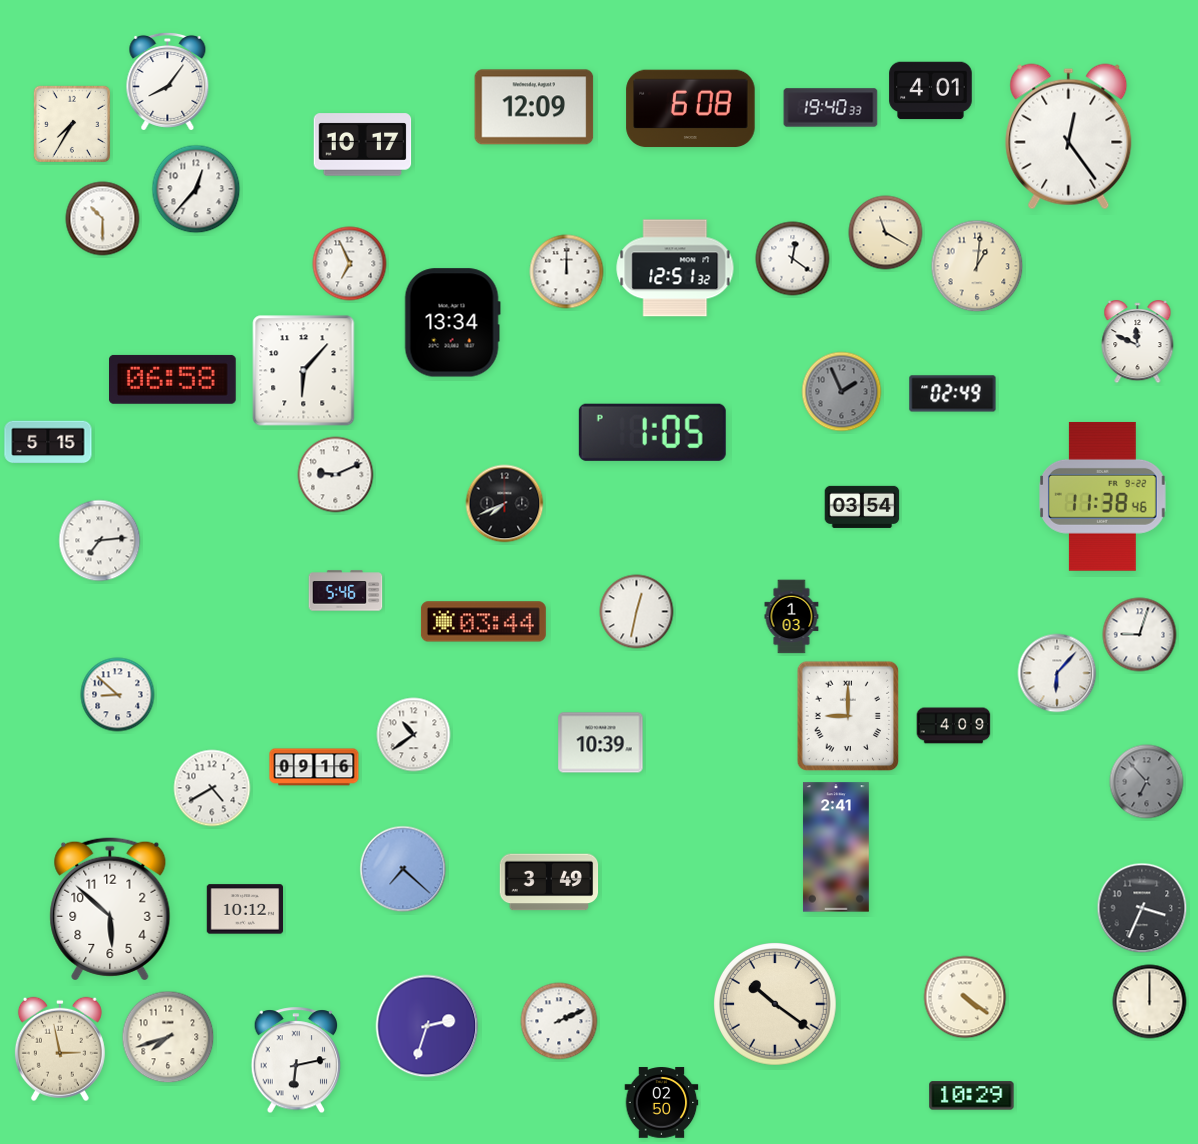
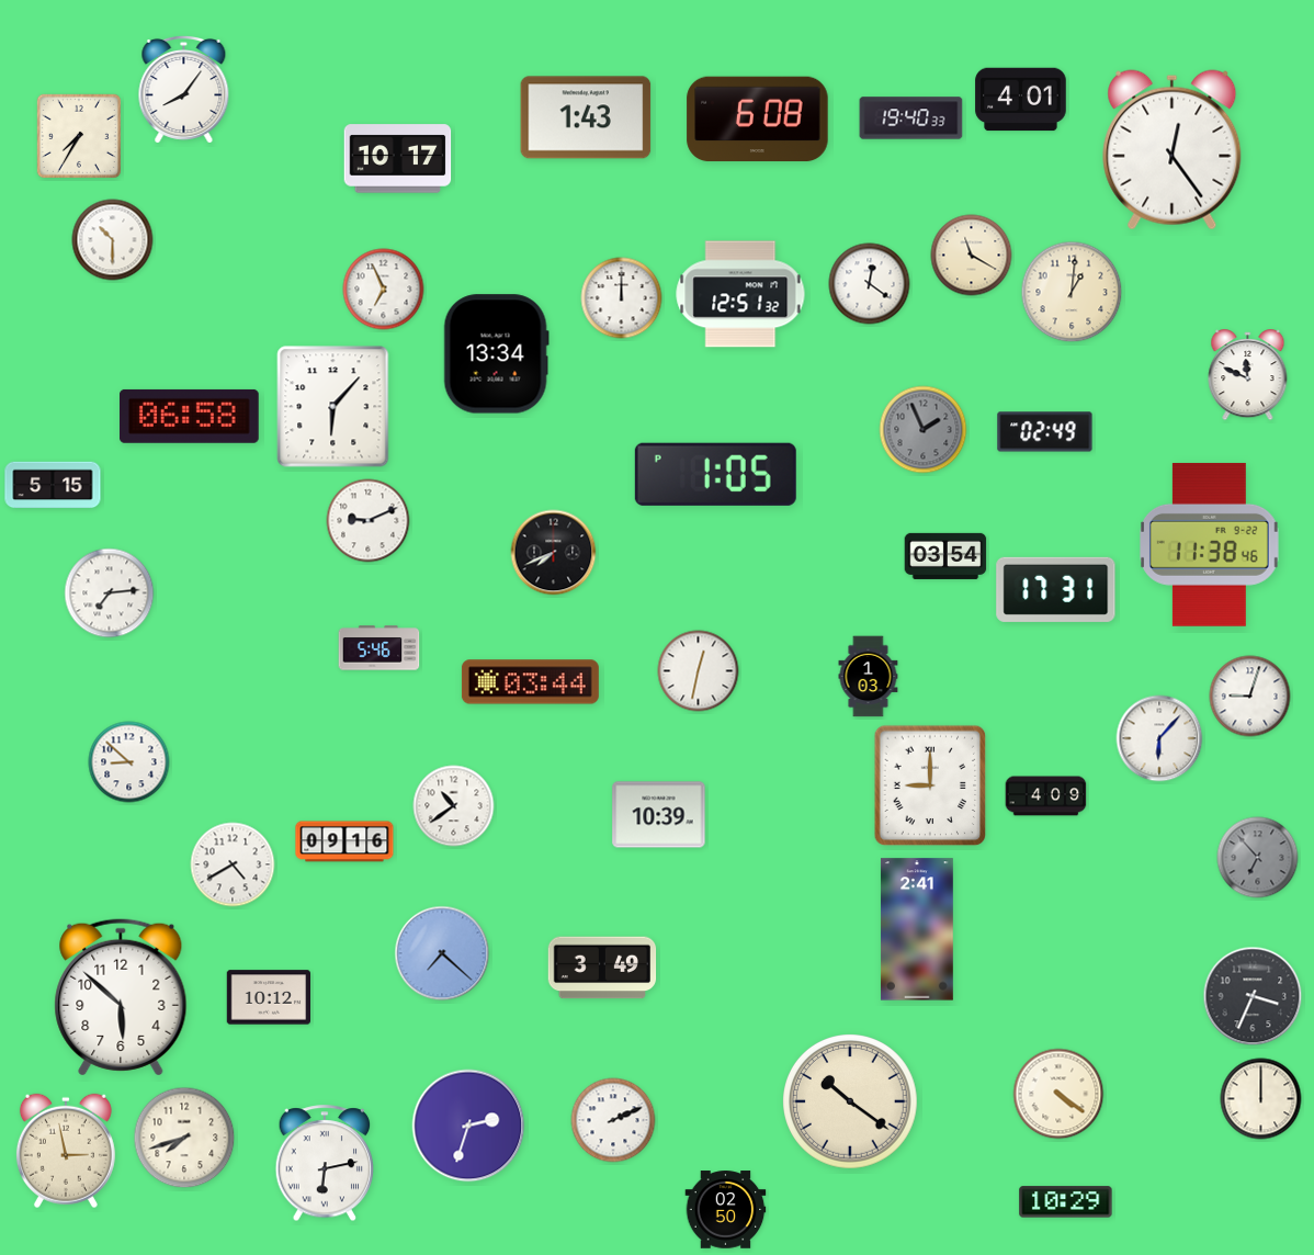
clock at (534, 107): 12:09 -> 1:43
clock at (196, 189): 12:37 -> none
clock at (1056, 589): none -> 17:31
